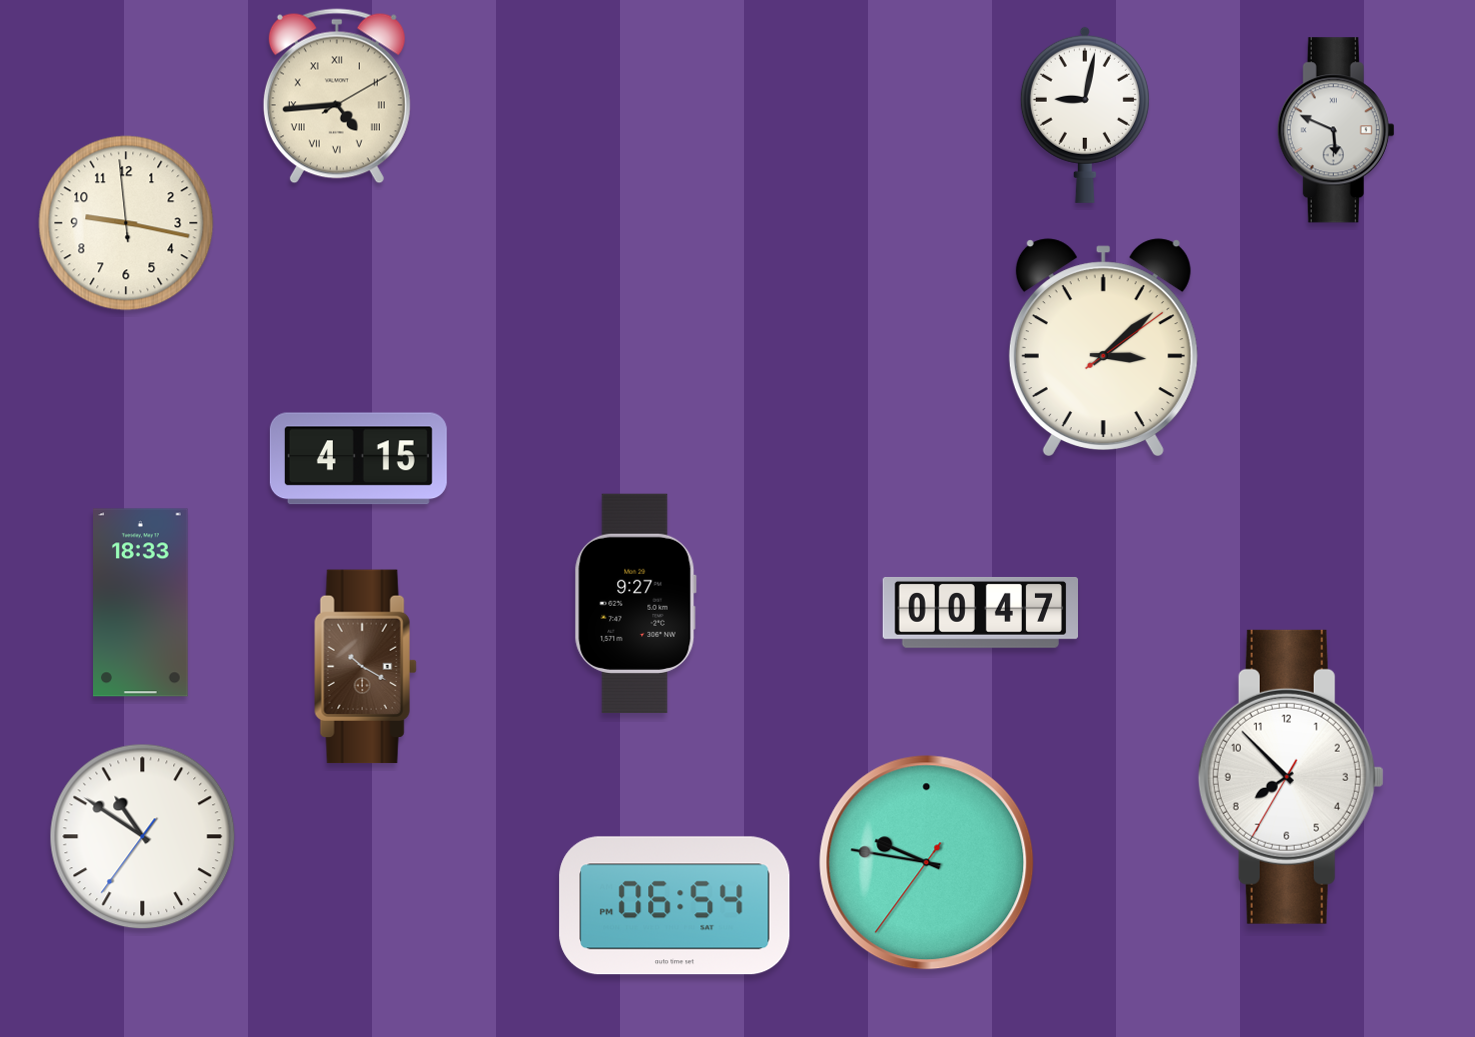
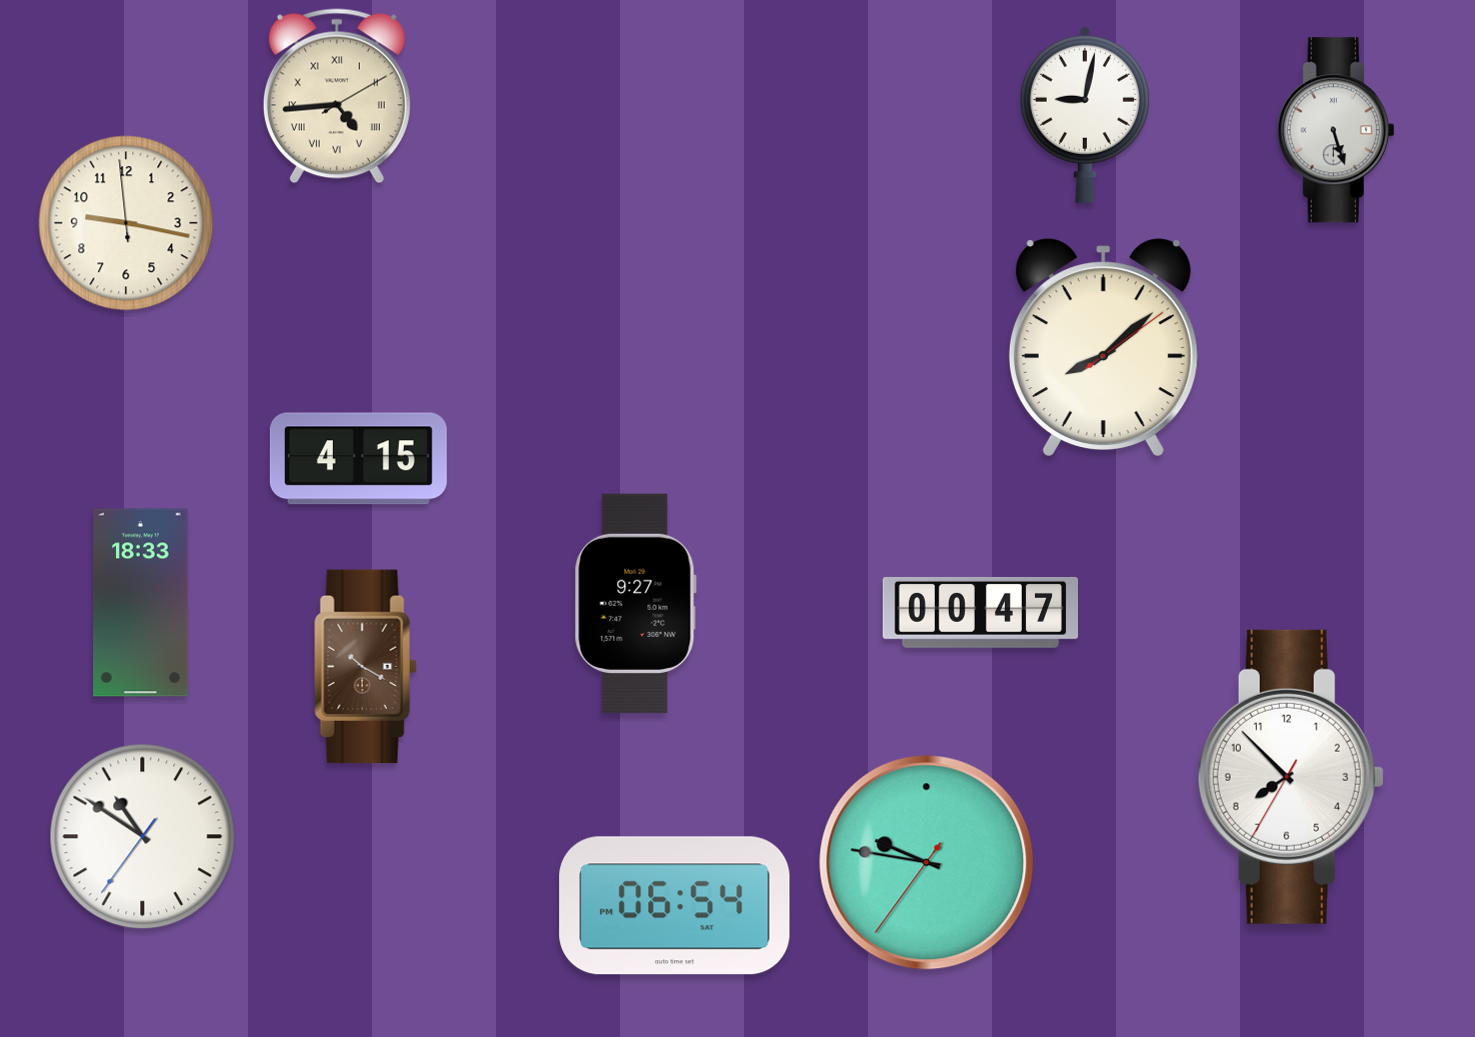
clock at (1336, 130): 5:49 -> 5:27
clock at (1103, 347): 3:08 -> 8:08
